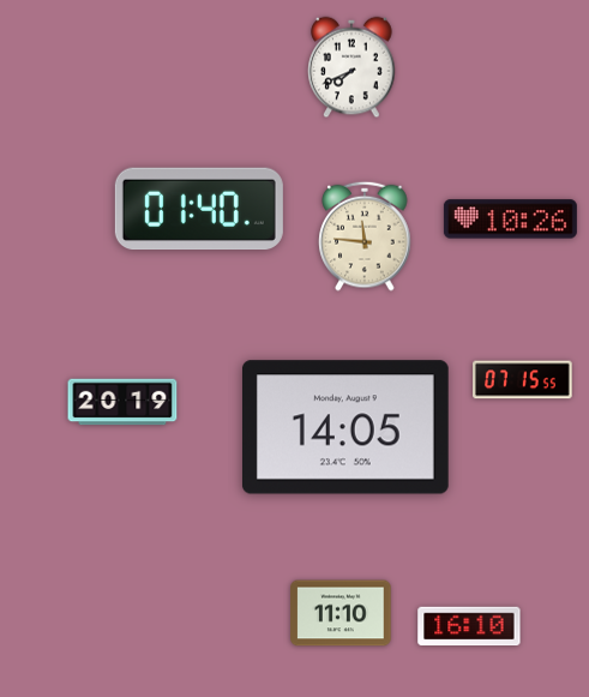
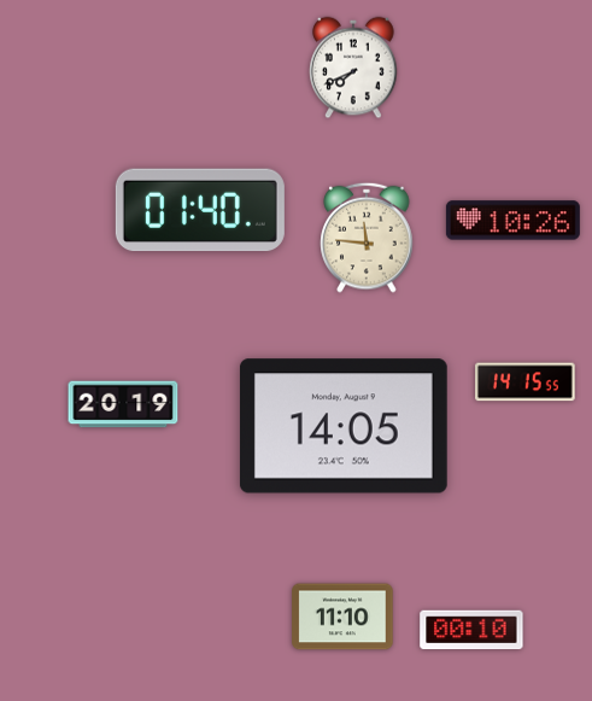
clock at (523, 380): 07:15 -> 14:15
clock at (345, 427) position: (345, 427) -> (344, 426)
clock at (469, 626): 16:10 -> 00:10
